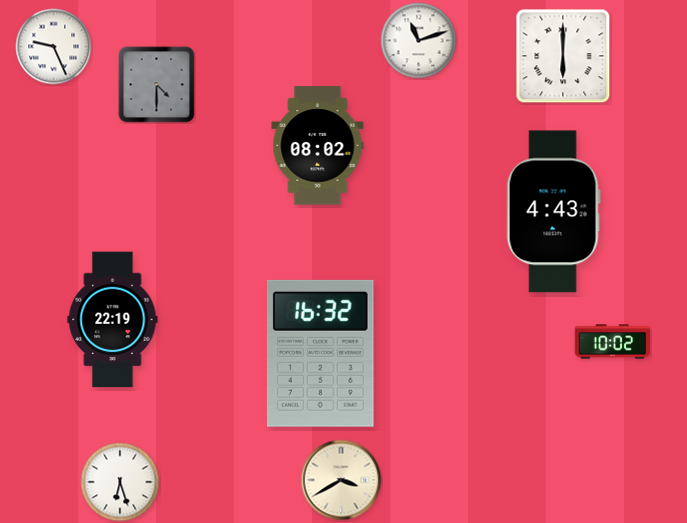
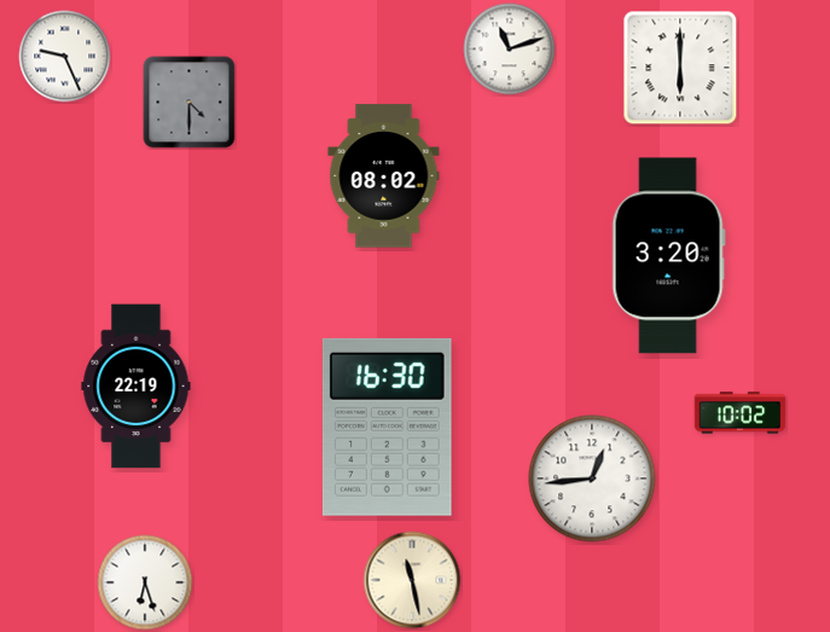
clock at (419, 41) position: (419, 41) -> (510, 50)
clock at (553, 212): 4:43 -> 3:20
clock at (320, 353): 16:32 -> 16:30
clock at (592, 479): none -> 12:44
clock at (341, 480): 3:40 -> 11:28
